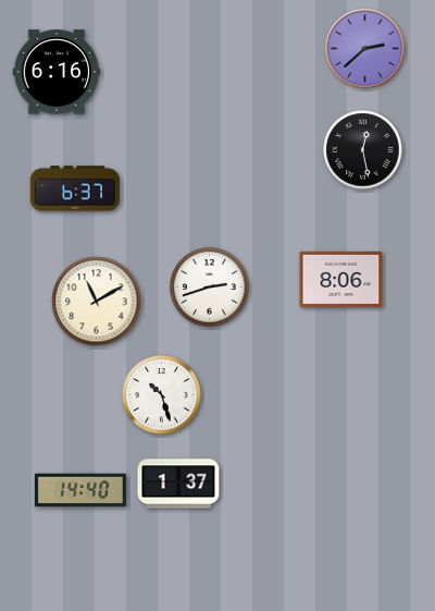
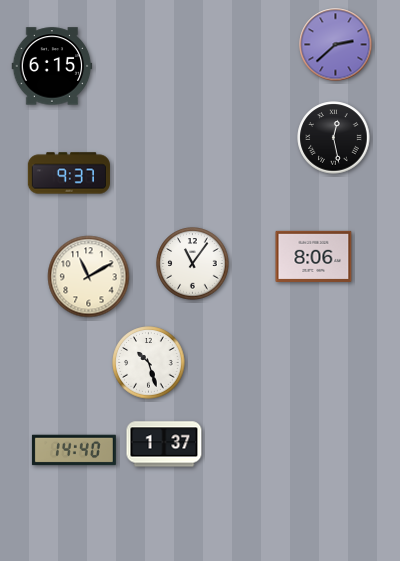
clock at (57, 72): 6:16 -> 6:15
clock at (75, 188): 6:37 -> 9:37
clock at (210, 288): 2:42 -> 11:06
